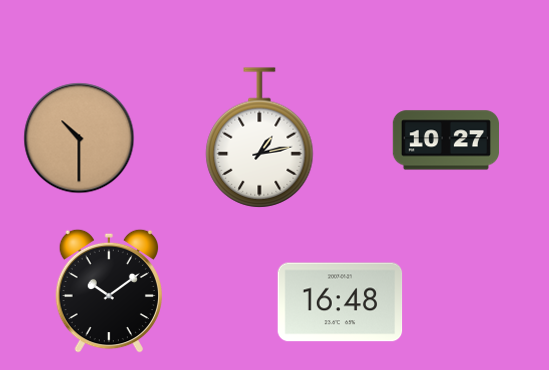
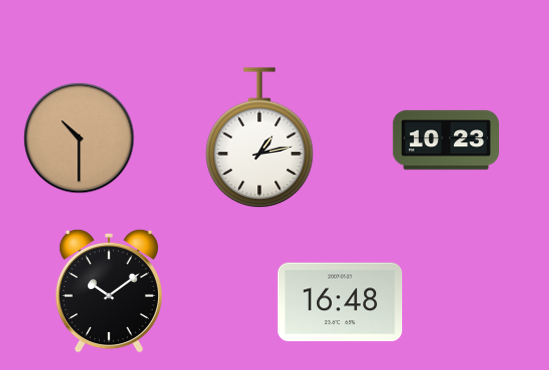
clock at (445, 140): 10:27 -> 10:23
